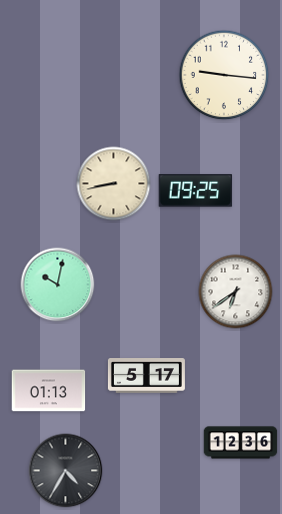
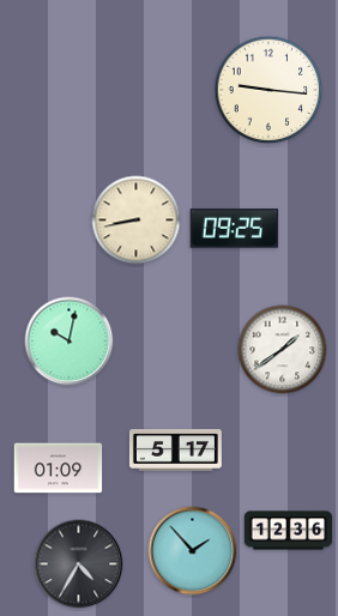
clock at (236, 292): 6:39 -> 1:39
clock at (49, 391): 01:13 -> 01:09
clock at (193, 551): none -> 1:53
